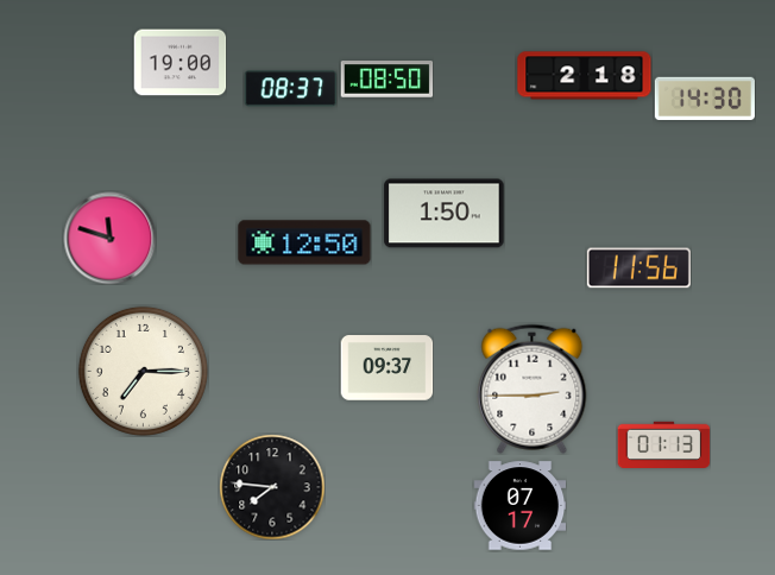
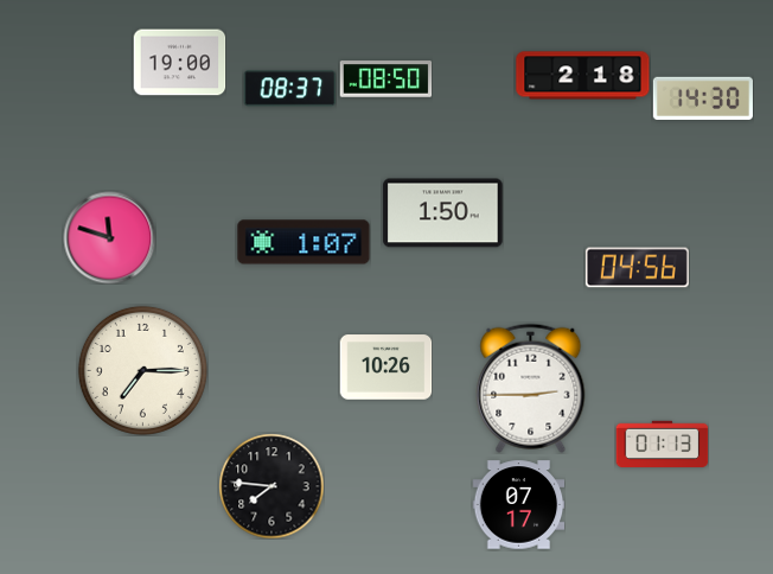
clock at (304, 242): 12:50 -> 1:07
clock at (638, 268): 11:56 -> 04:56
clock at (386, 368): 09:37 -> 10:26
